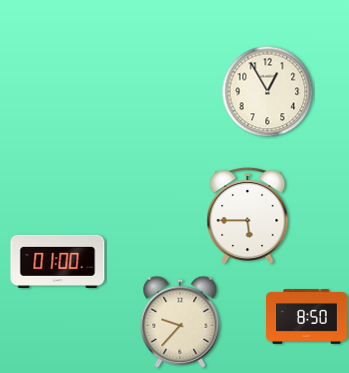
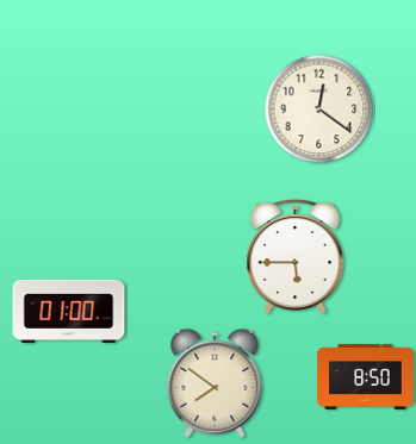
clock at (268, 92): 12:55 -> 12:21
clock at (180, 322): 9:37 -> 7:51
